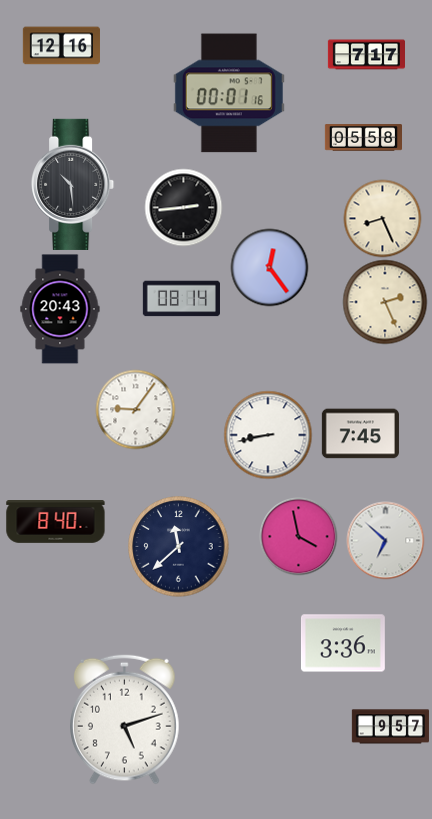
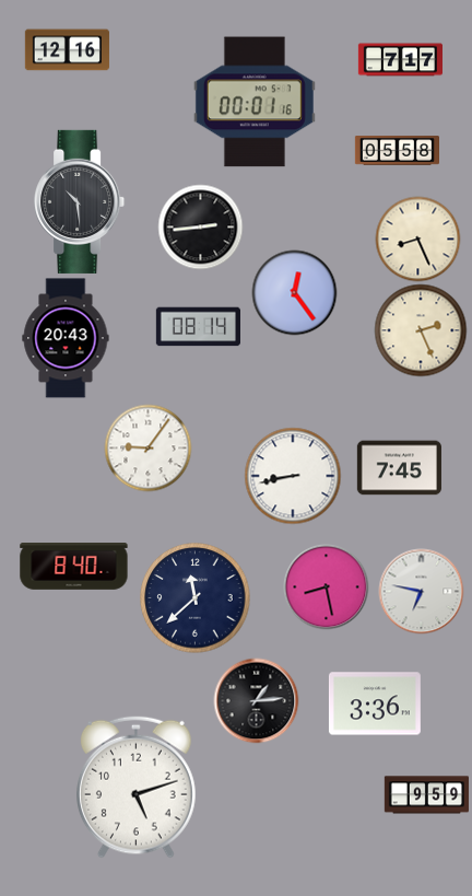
clock at (229, 93) position: (229, 93) -> (255, 102)
clock at (360, 434) position: (360, 434) -> (399, 468)
clock at (56, 522) position: (56, 522) -> (74, 567)
clock at (298, 536): 3:58 -> 8:28
clock at (385, 540): 6:52 -> 6:47
clock at (256, 700): none -> 1:14
clock at (390, 727): 9:57 -> 9:59
